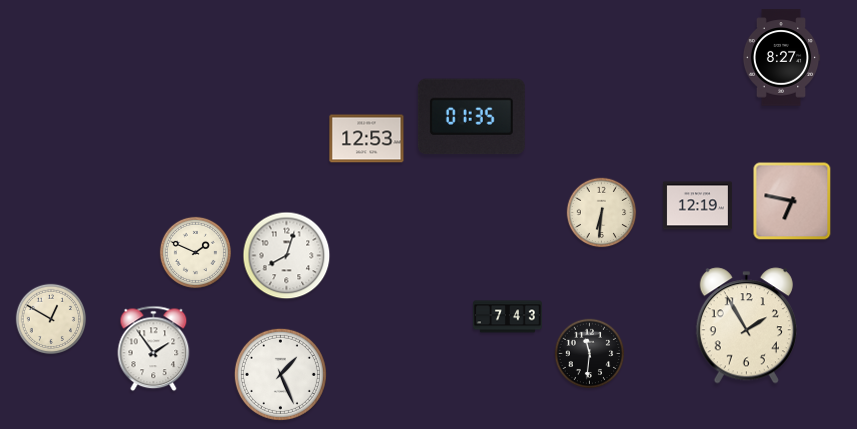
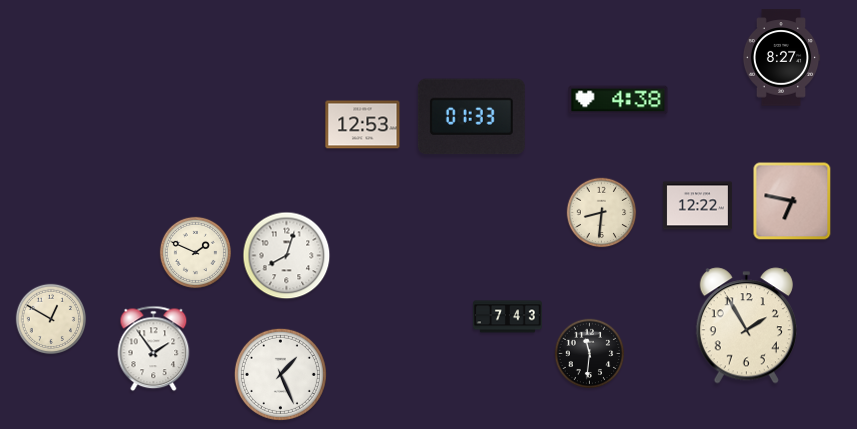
clock at (618, 100): none -> 4:38
clock at (471, 117): 01:35 -> 01:33
clock at (367, 139) position: (367, 139) -> (363, 125)
clock at (697, 206): 12:19 -> 12:22
clock at (602, 213): 6:31 -> 8:31
